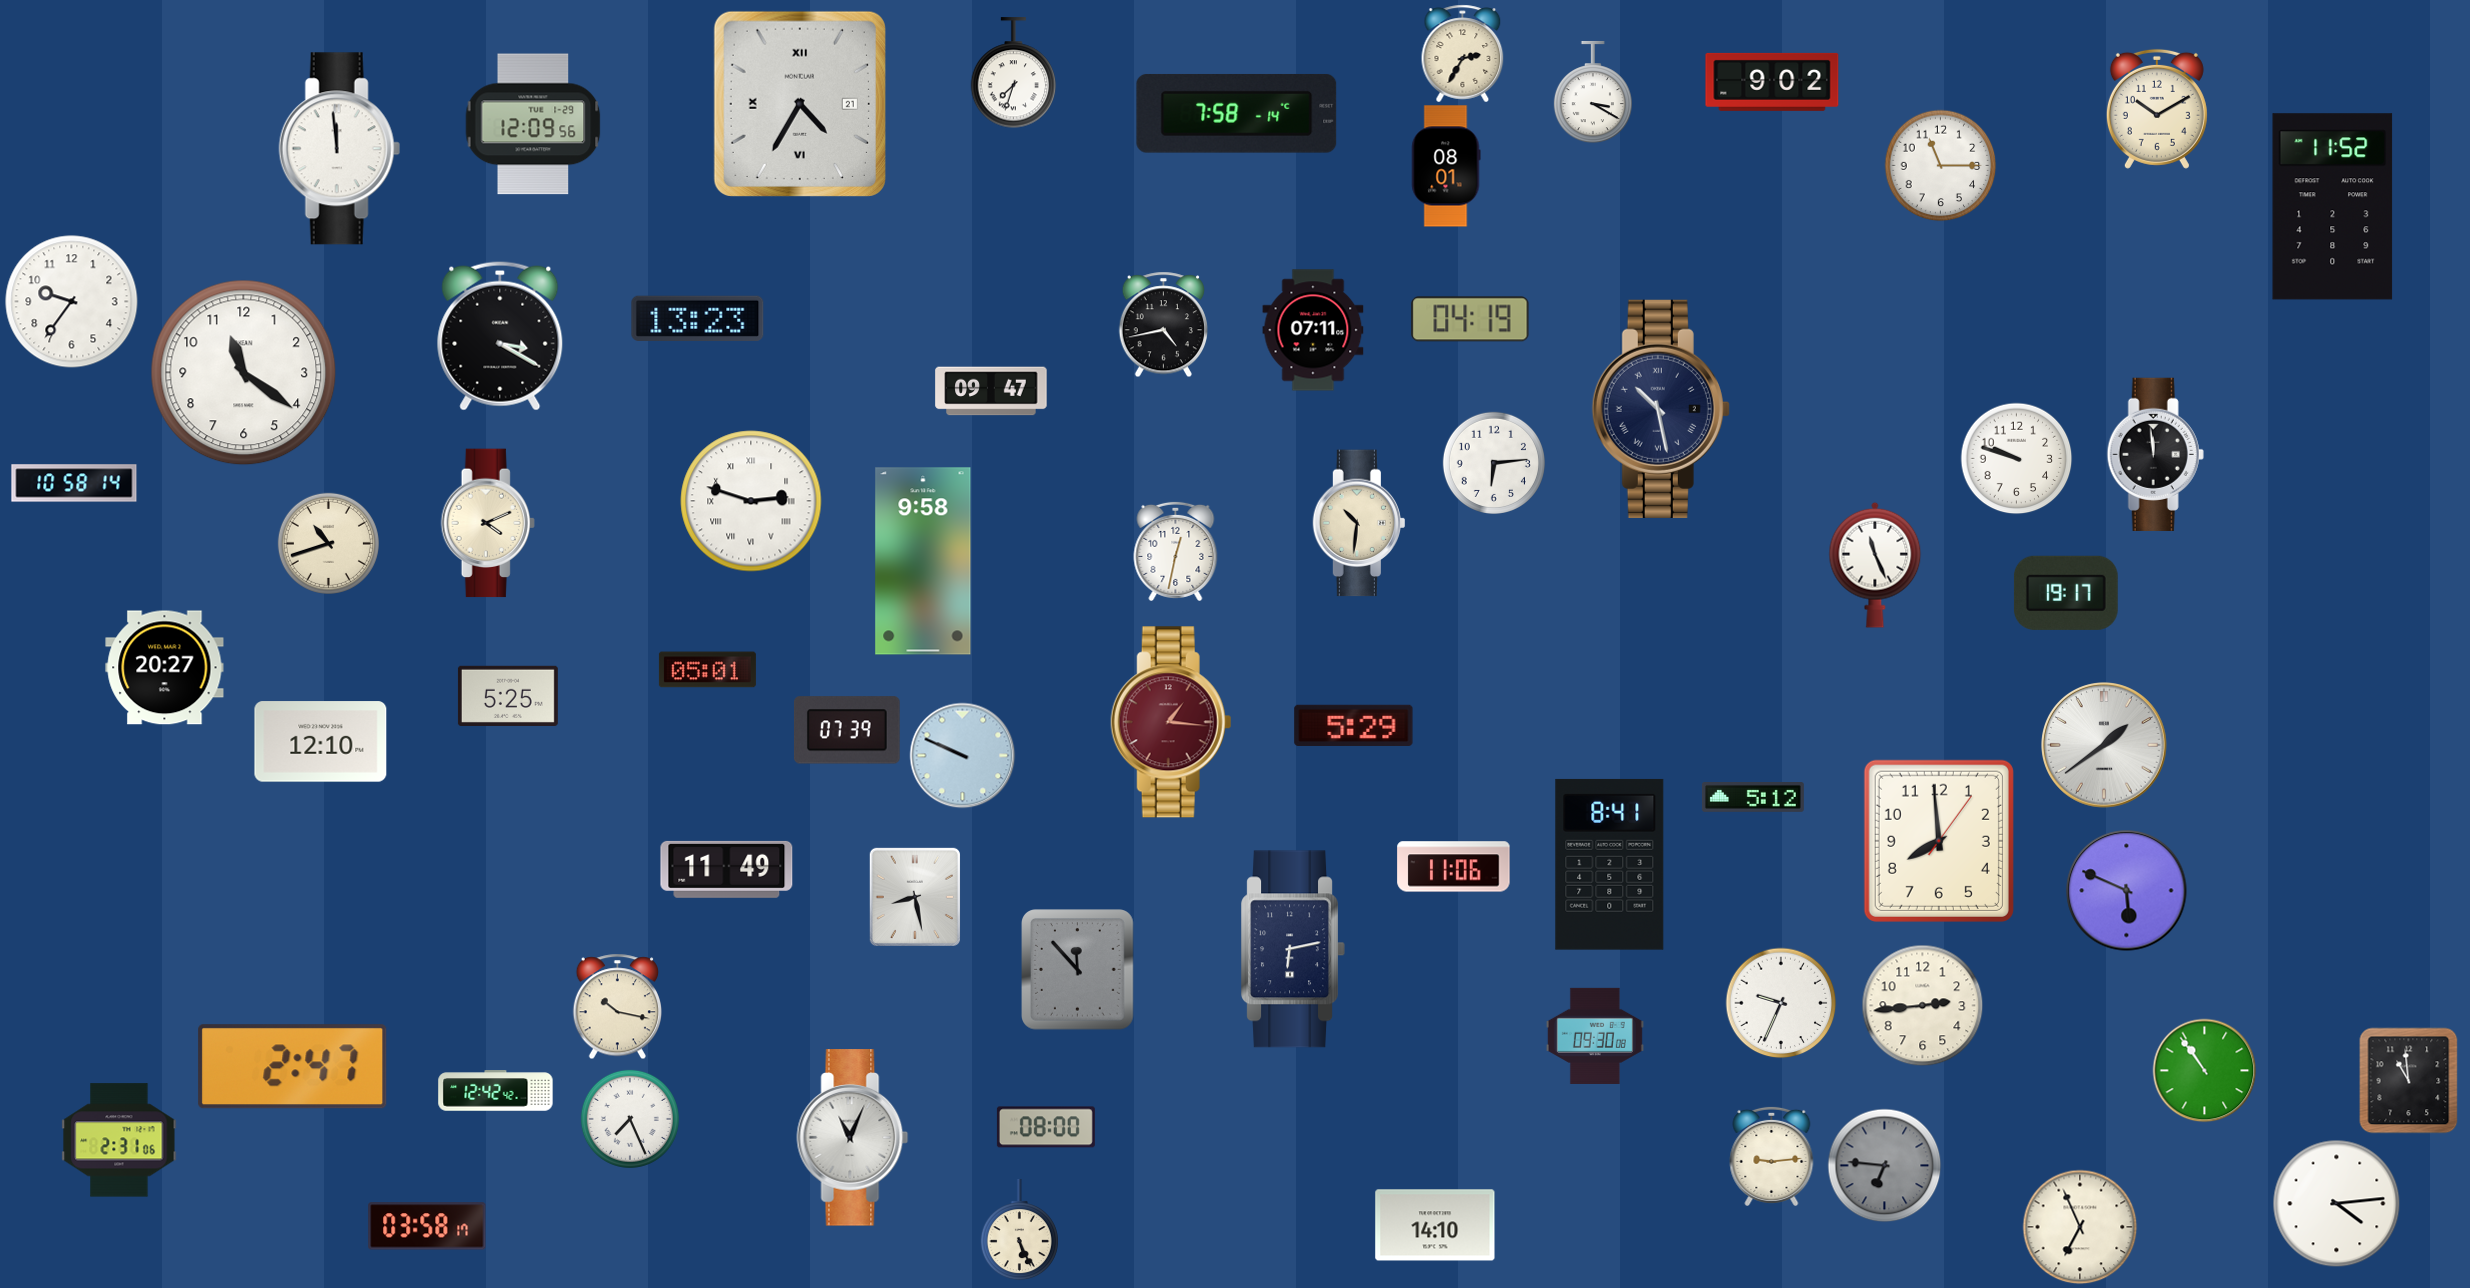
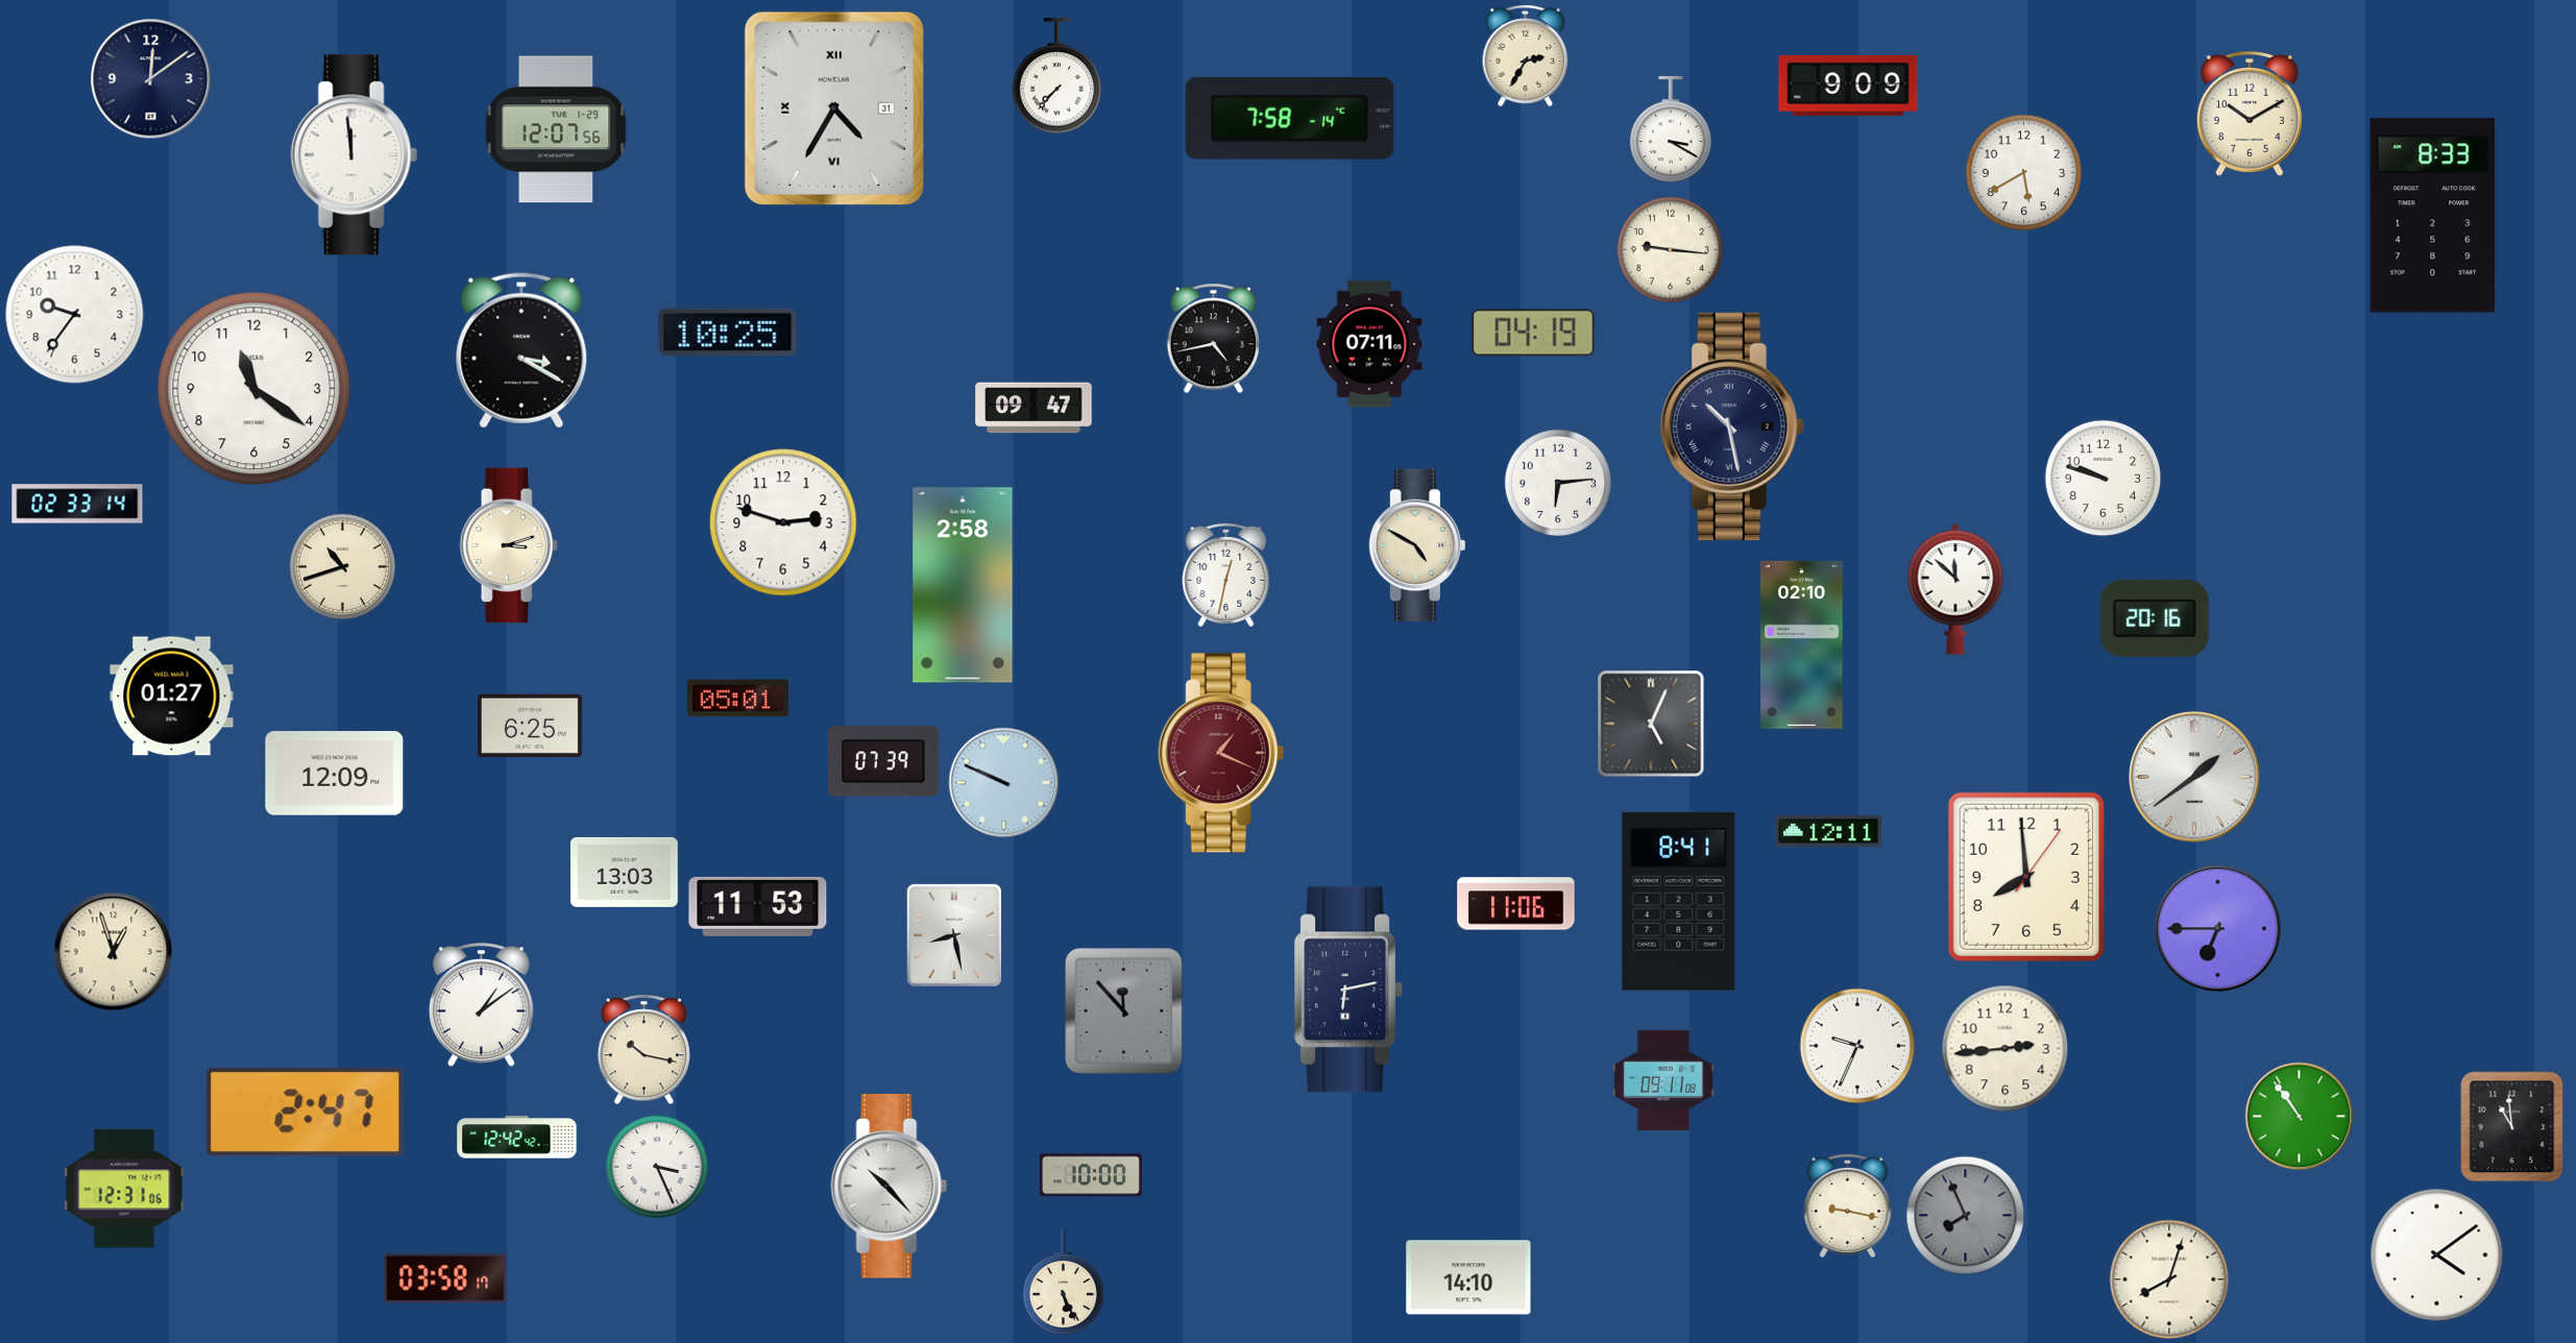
clock at (1014, 73): 7:33 -> 7:37
clock at (150, 78): none -> 12:09
clock at (1772, 82): 9:02 -> 9:09
clock at (1593, 92) position: (1593, 92) -> (1671, 129)
clock at (800, 104) date: 21 -> 31
clock at (533, 124): 12:09 -> 12:07
clock at (1940, 165): 11:15 -> 5:40
clock at (1446, 166): 08:01 -> none
clock at (2333, 207): 11:52 -> 8:33
clock at (1670, 249): none -> 9:16
clock at (698, 318): 13:23 -> 10:25
clock at (2155, 454): 11:59 -> none
clock at (74, 483): 10:58 -> 02:33
clock at (751, 501) numerals: Roman -> Arabic
clock at (488, 523): 4:11 -> 3:12
clock at (1358, 523): 10:31 -> 4:50
clock at (923, 561): 9:58 -> 2:58
clock at (1875, 565): 11:26 -> 11:52
clock at (2066, 593): 19:17 -> 20:16
clock at (1802, 644): none -> 02:10
clock at (165, 668): 20:27 -> 01:27
clock at (1651, 724): none -> 5:04
clock at (508, 696): 5:25 -> 6:25
clock at (1171, 722): 1:16 -> 1:19
clock at (1354, 725): 5:29 -> none
clock at (321, 742): 12:10 -> 12:09
clock at (962, 755) position: (962, 755) -> (1003, 782)
clock at (1753, 798): 5:12 -> 12:11
clock at (624, 872): none -> 13:03
clock at (1939, 841) position: (1939, 841) -> (2026, 877)
clock at (727, 869): 11:49 -> 11:53
clock at (2127, 891): 5:49 -> 6:45
clock at (113, 951): none -> 12:57
clock at (481, 1005): none -> 1:09
clock at (1595, 1036): 09:30 -> 09:11
clock at (630, 1119): 7:26 -> 3:26
clock at (1046, 1127): 08:00 -> 10:00
clock at (853, 1138): 11:04 -> 10:23
clock at (119, 1140): 2:31 -> 12:31
clock at (1772, 1156): 9:14 -> 9:17
clock at (1884, 1165): 6:46 -> 7:56
clock at (2336, 1203): 4:14 -> 4:09
clock at (1435, 1225) position: (1435, 1225) -> (1468, 1277)
clock at (2080, 1227): 6:56 -> 8:03
